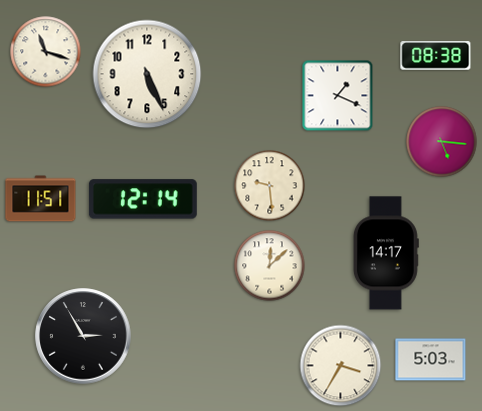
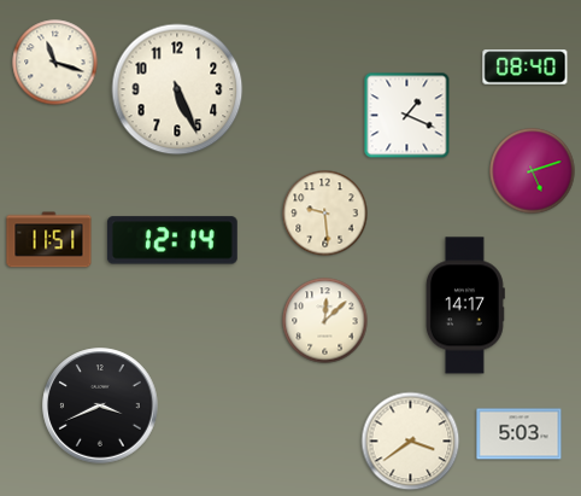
clock at (436, 56): 08:38 -> 08:40
clock at (442, 142): 5:16 -> 5:12
clock at (270, 186) position: (270, 186) -> (325, 214)
clock at (83, 336): 2:55 -> 3:41
clock at (341, 366): 3:35 -> 3:39
